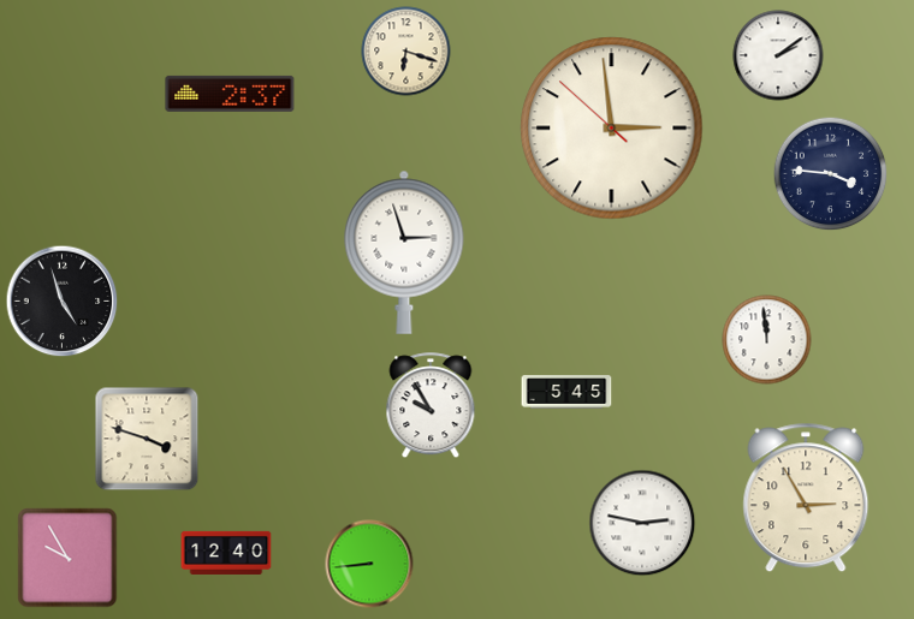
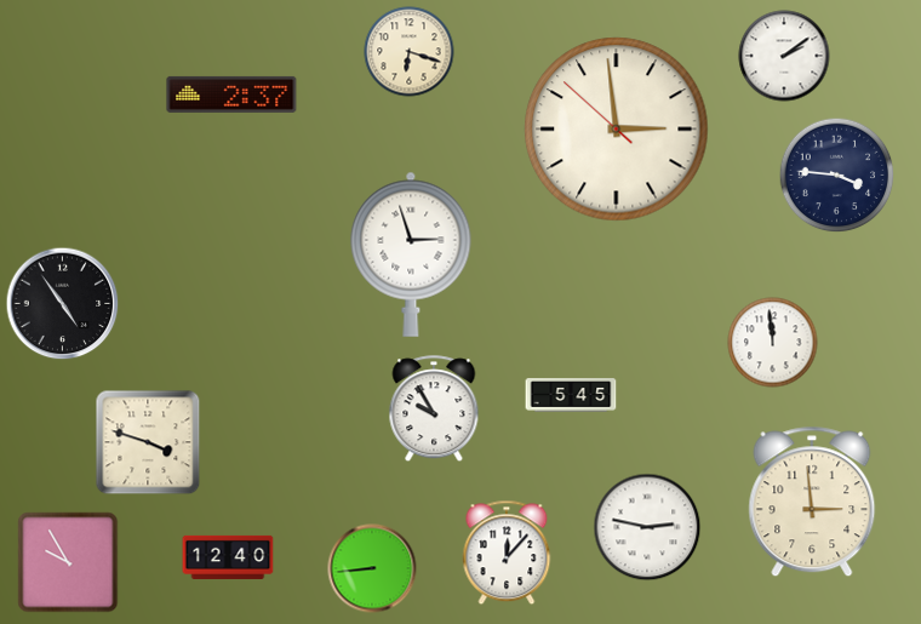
clock at (404, 252) position: (404, 252) -> (411, 254)
clock at (63, 302): 4:57 -> 4:54
clock at (806, 498): 2:55 -> 2:59
clock at (507, 553): none -> 12:07
